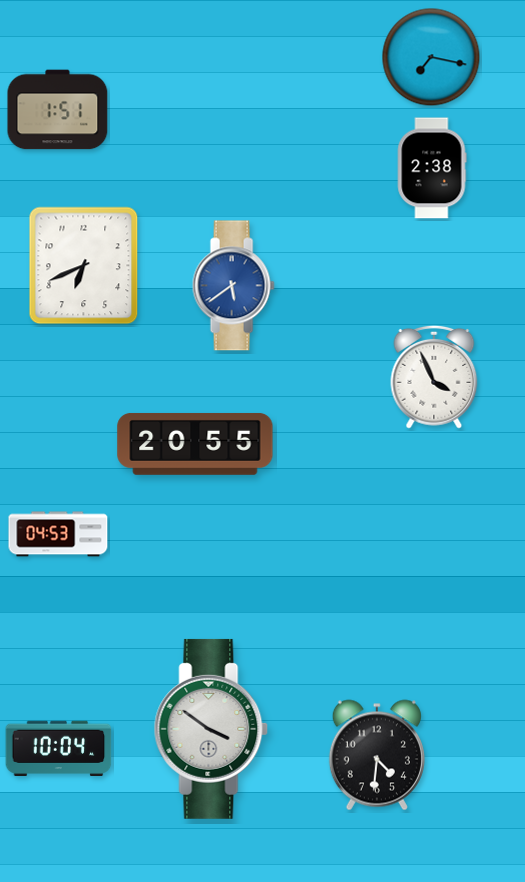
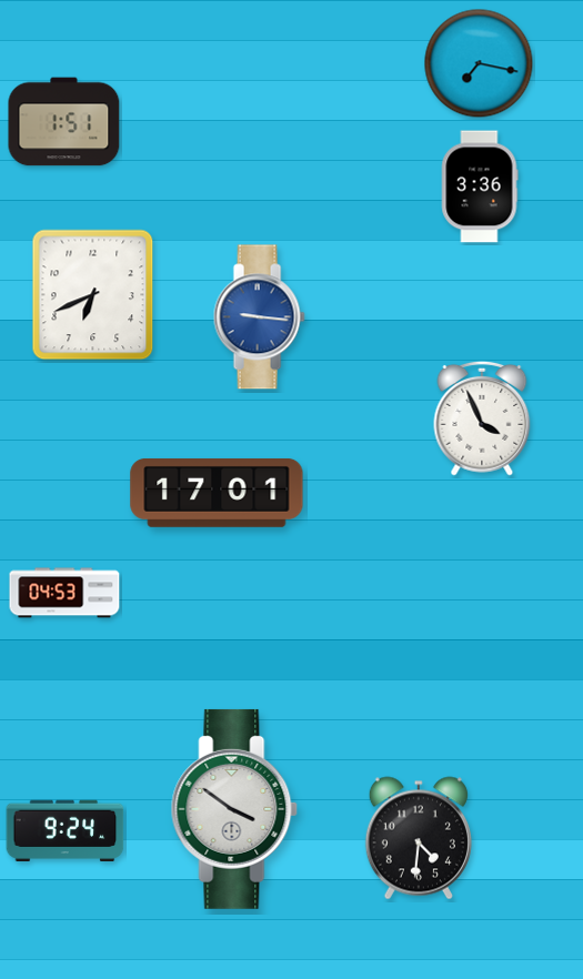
clock at (432, 168): 2:38 -> 3:36
clock at (233, 286): 5:39 -> 9:16
clock at (195, 444): 20:55 -> 17:01
clock at (59, 748): 10:04 -> 9:24
